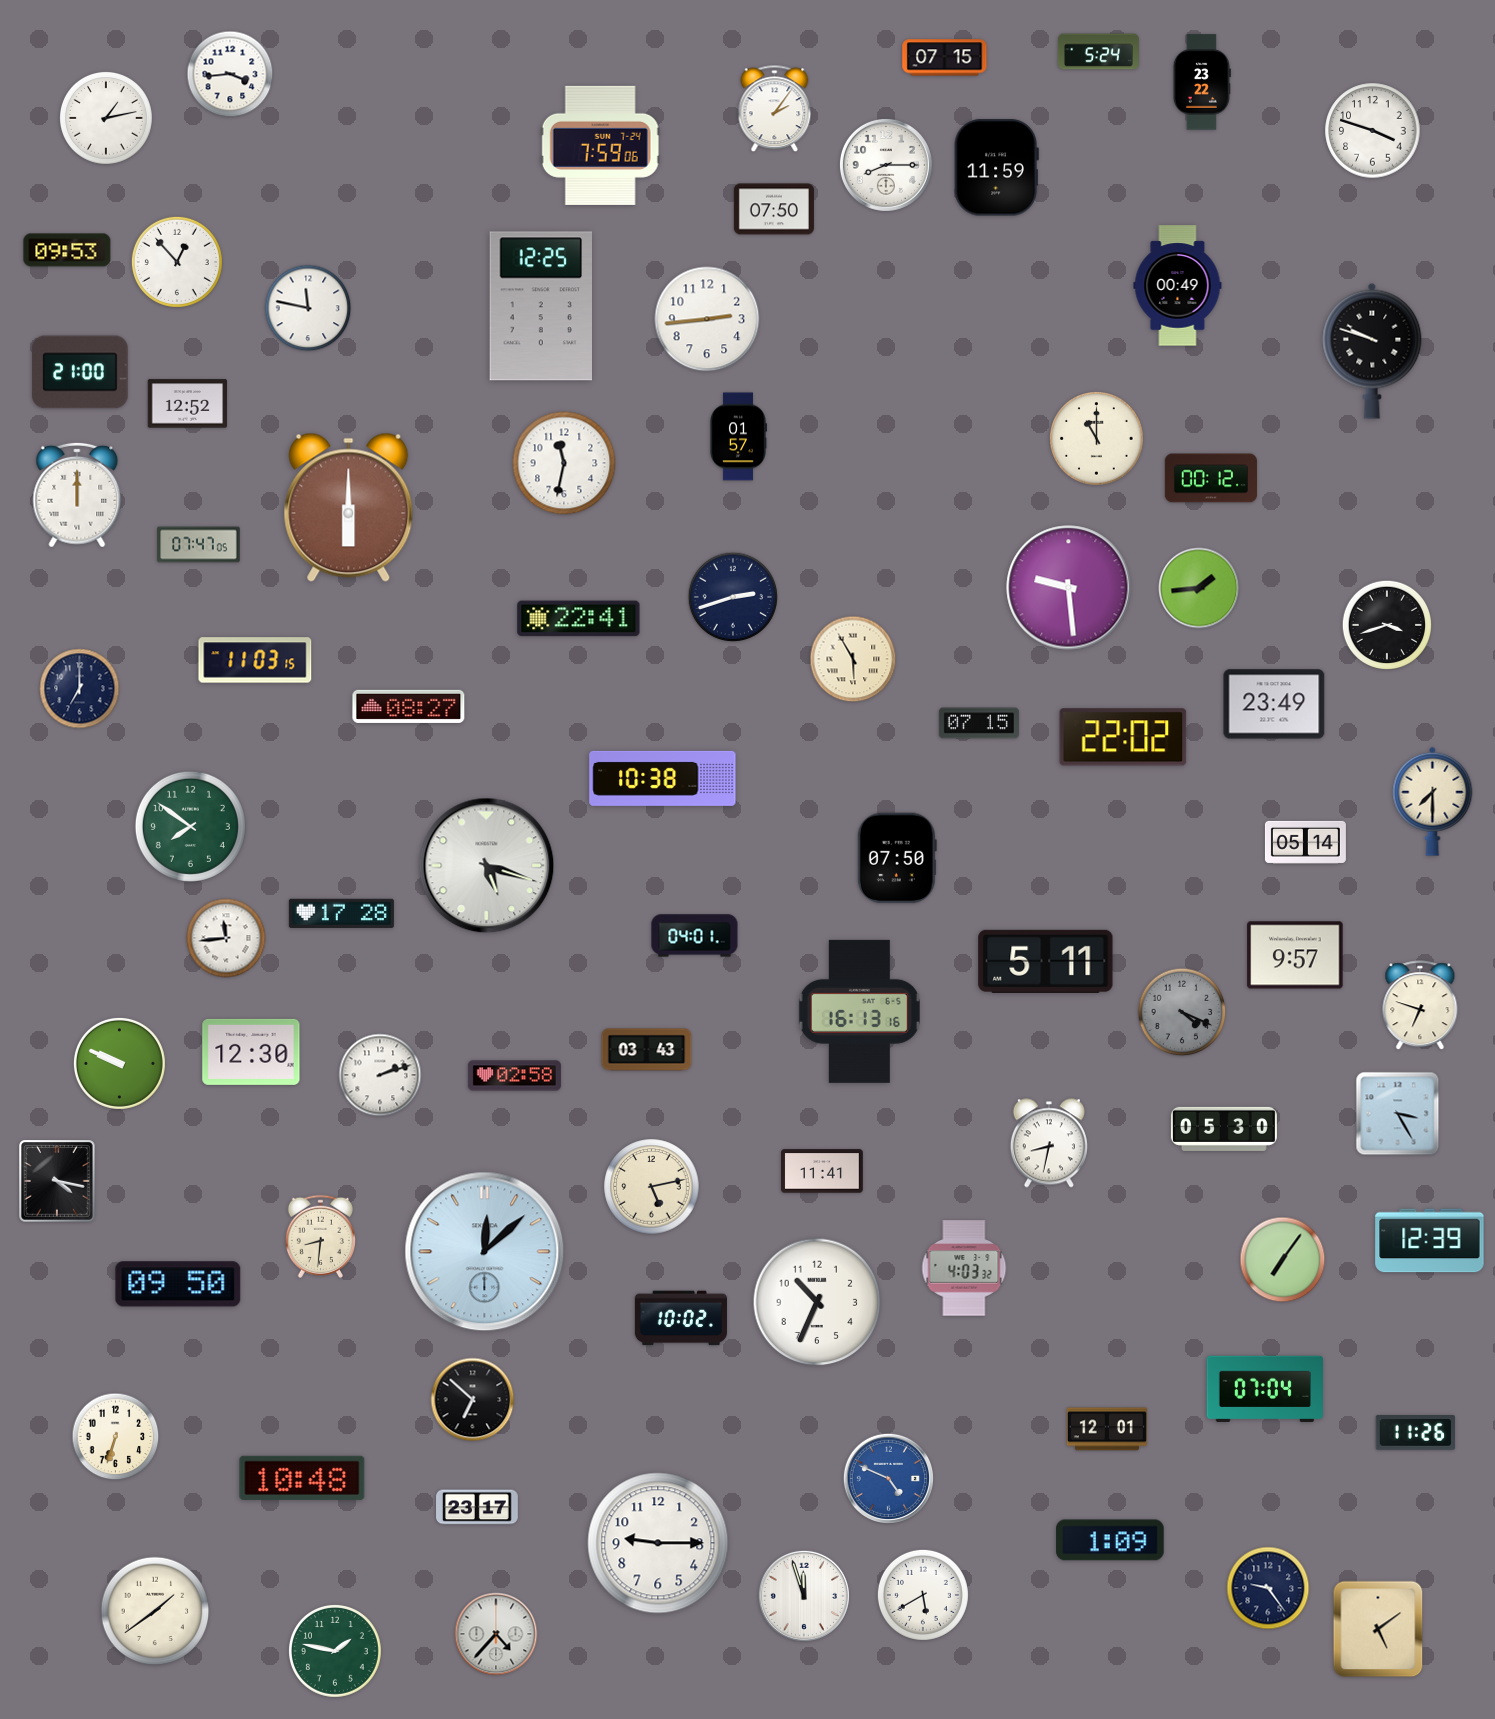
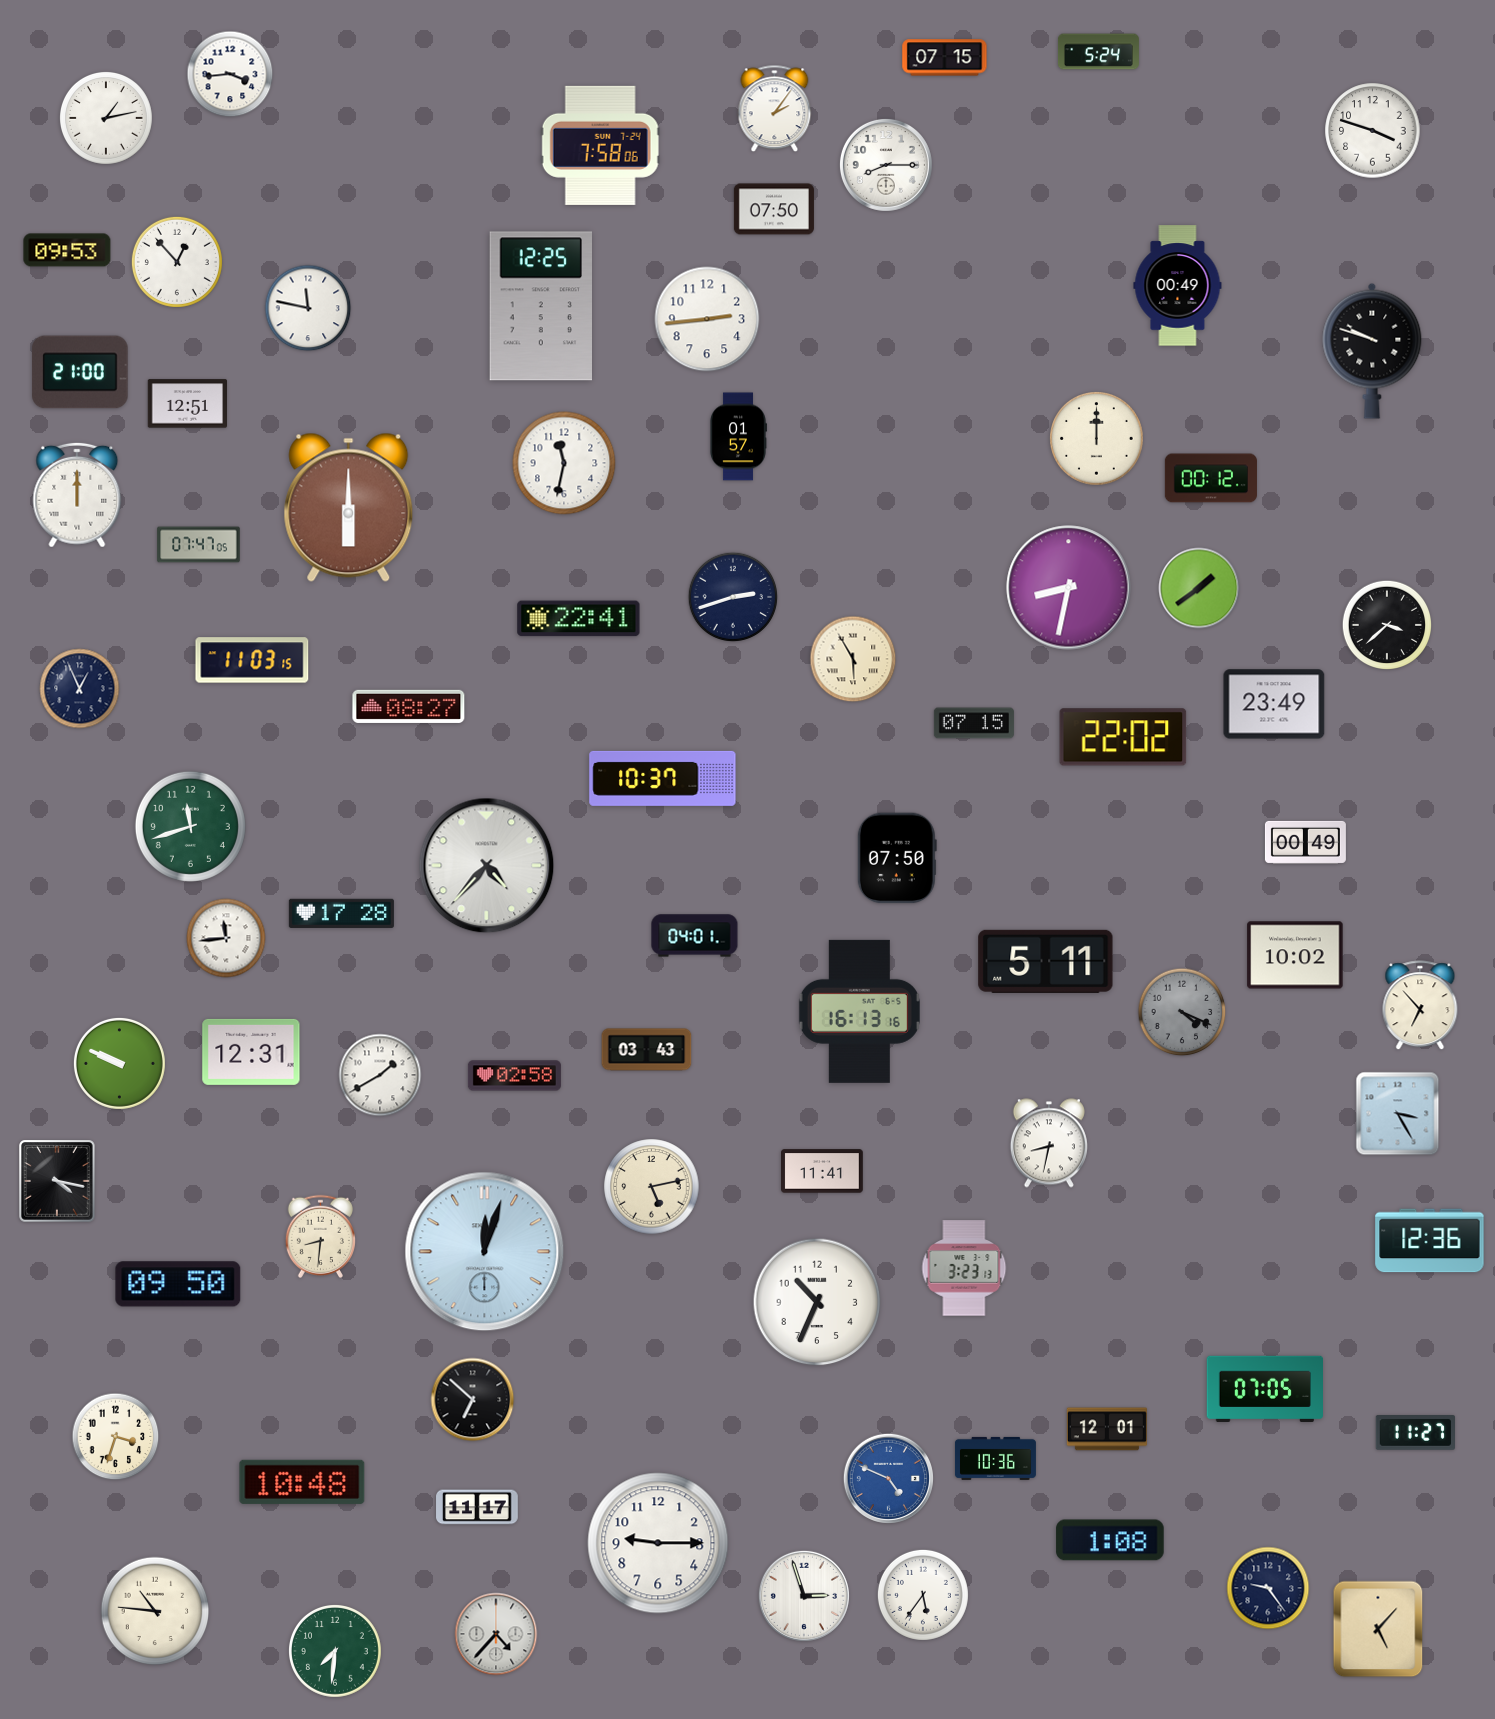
clock at (1202, 82): 23:22 -> none
clock at (600, 145): 7:59 -> 7:58
clock at (996, 168): 11:59 -> none
clock at (187, 404): 12:52 -> 12:51
clock at (1097, 439): 11:00 -> 12:00
clock at (1069, 588): 9:29 -> 8:32
clock at (1199, 588): 1:44 -> 1:39
clock at (1386, 624): 3:42 -> 3:38
clock at (255, 660) position: (255, 660) -> (252, 660)
clock at (80, 689): 7:00 -> 12:56
clock at (979, 723) position: (979, 723) -> (974, 723)
clock at (663, 778): 10:38 -> 10:37
clock at (1433, 801): 7:30 -> none
clock at (190, 826): 7:51 -> 11:42
clock at (1305, 842): 05:14 -> 00:49
clock at (487, 866): 5:18 -> 4:37
clock at (1295, 955): 9:57 -> 10:02
clock at (1420, 1006): 6:48 -> 6:53
clock at (251, 1052): 12:30 -> 12:31
clock at (380, 1075): 2:12 -> 1:40
clock at (1224, 1129): 05:30 -> none
clock at (1430, 1241): 12:39 -> 12:36
clock at (485, 1252): 12:08 -> 12:03
clock at (1283, 1260): 7:06 -> none
clock at (964, 1268): 4:03 -> 3:23
clock at (681, 1318): 10:02 -> none
clock at (1264, 1388): 07:04 -> 07:05
clock at (1415, 1433): 11:26 -> 11:27
clock at (116, 1437): 6:33 -> 3:33
clock at (995, 1458): none -> 10:36
clock at (302, 1478) position: (302, 1478) -> (302, 1482)
clock at (477, 1507): 23:17 -> 11:17
clock at (1110, 1540): 1:09 -> 1:08
clock at (923, 1595): 5:40 -> 5:36
clock at (804, 1596): 11:57 -> 2:57
clock at (155, 1611): 1:39 -> 10:46
clock at (1378, 1629): 5:09 -> 5:07
clock at (335, 1651): 1:47 -> 7:31
